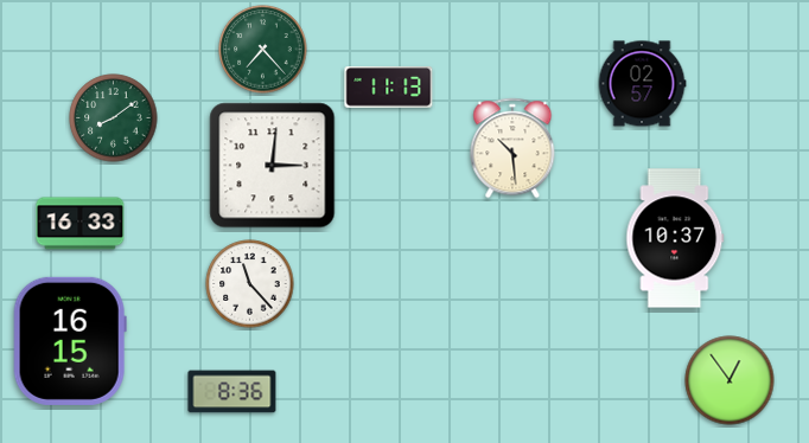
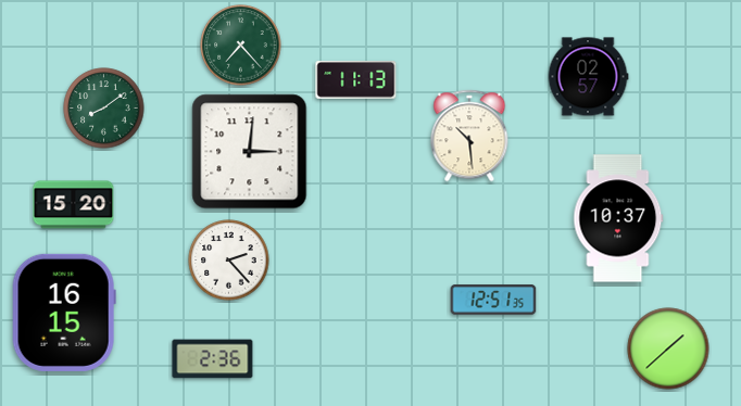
clock at (81, 224): 16:33 -> 15:20
clock at (250, 284): 11:23 -> 2:23
clock at (493, 300): none -> 12:51
clock at (730, 380): 12:54 -> 1:38
clock at (232, 392): 8:36 -> 2:36
